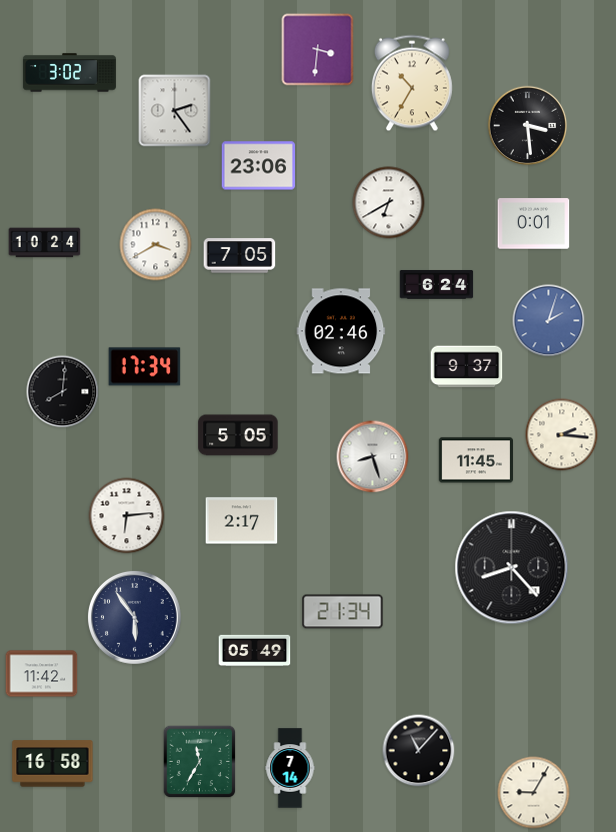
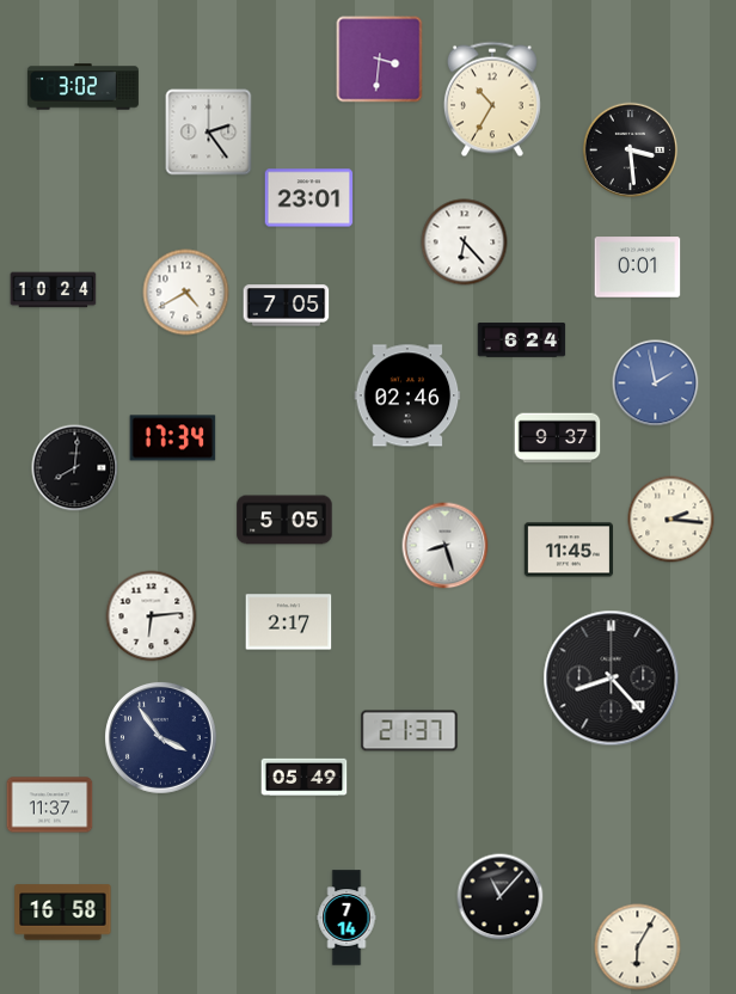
clock at (259, 166): 23:06 -> 23:01
clock at (389, 203): 6:40 -> 6:23
clock at (156, 245): 3:40 -> 4:40
clock at (549, 321): 2:03 -> 1:58
clock at (343, 612): 21:34 -> 21:37
clock at (135, 618): 5:54 -> 3:54
clock at (42, 674): 11:42 -> 11:37
clock at (200, 762): 11:35 -> none
clock at (534, 793): 9:05 -> 6:05
